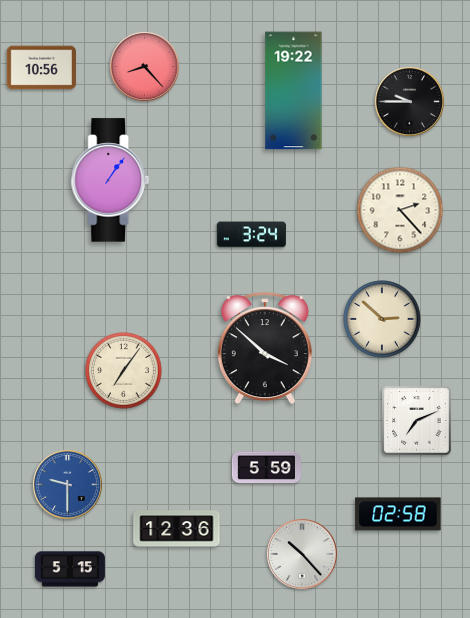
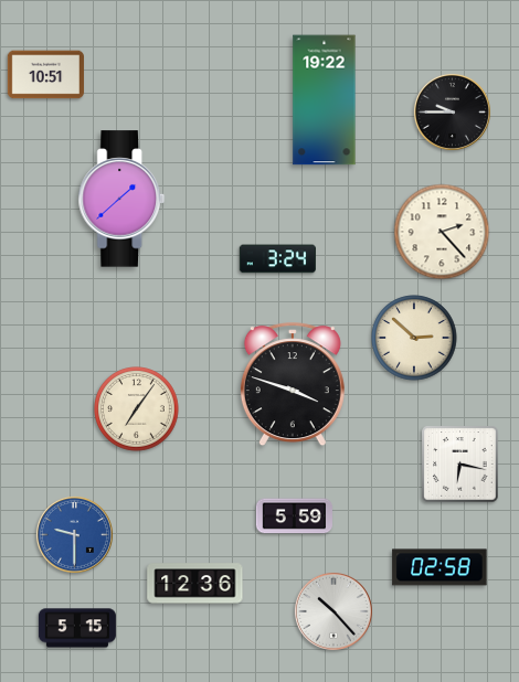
clock at (144, 66): 8:23 -> none
clock at (41, 68): 10:56 -> 10:51
clock at (110, 180): 1:06 -> 1:38
clock at (382, 319) position: (382, 319) -> (414, 338)
clock at (265, 349): 3:52 -> 3:48
clock at (417, 421): 7:11 -> 6:17
